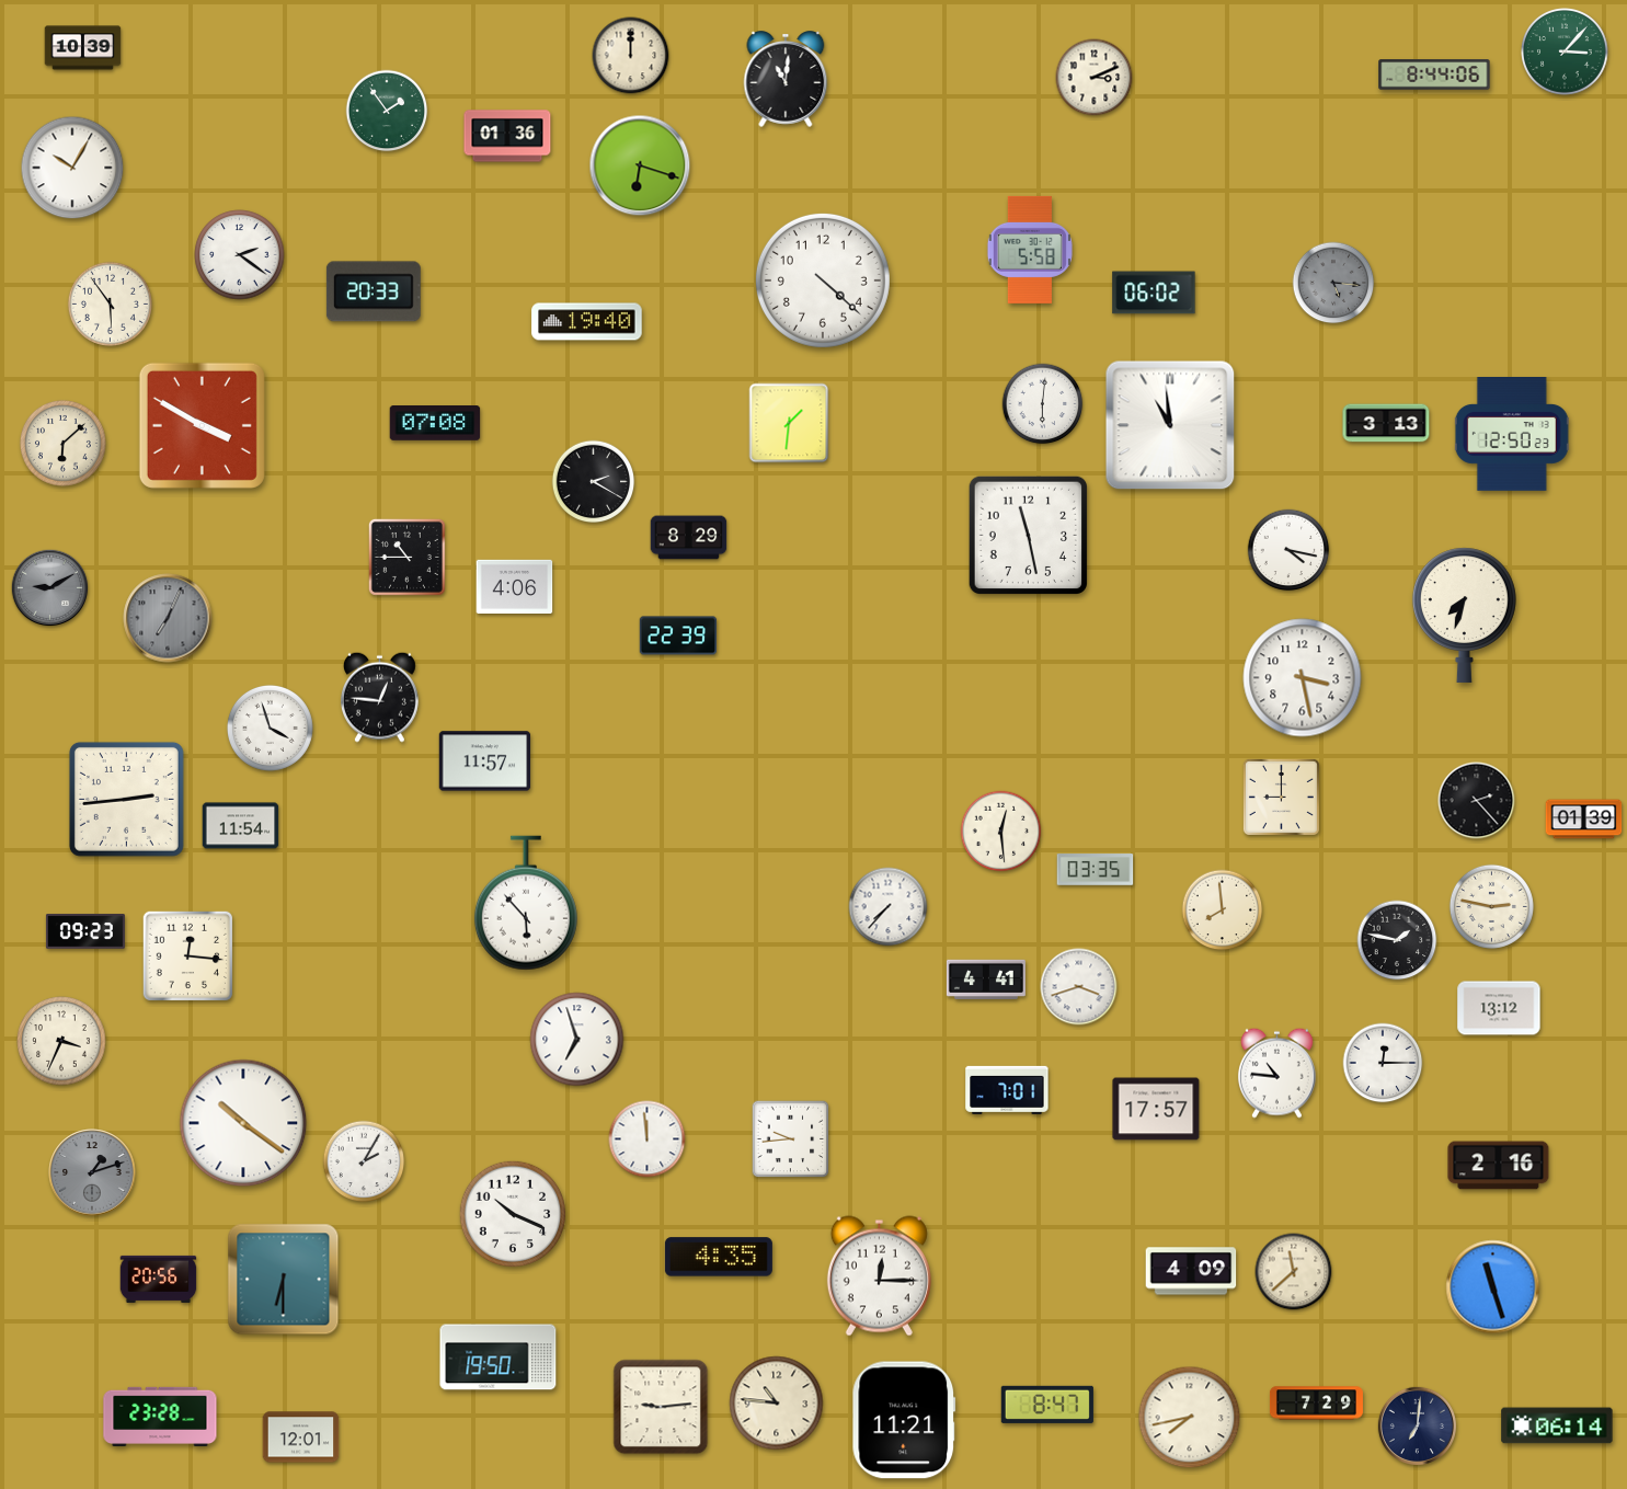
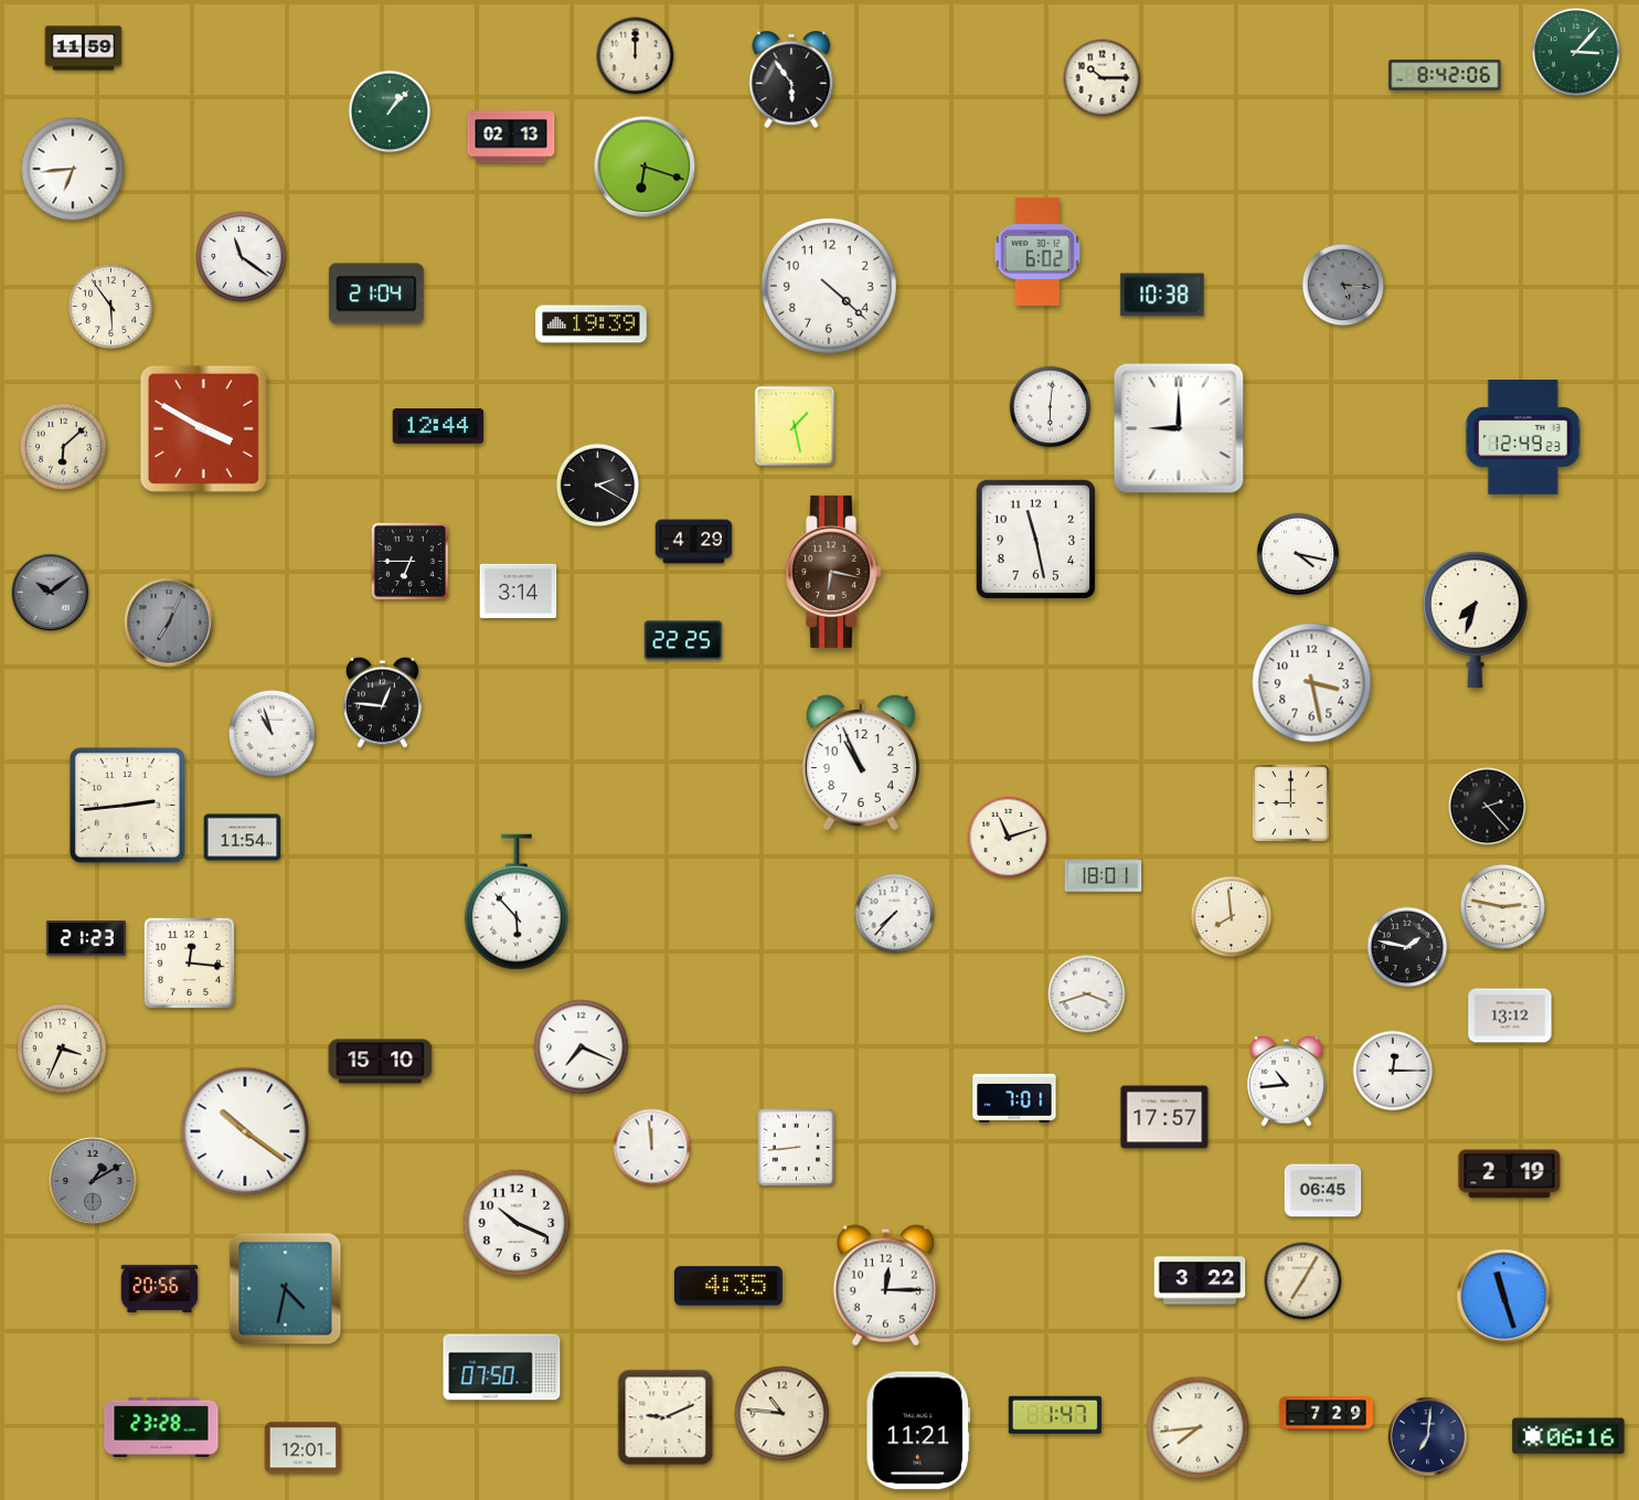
clock at (83, 48): 10:39 -> 11:59
clock at (1434, 75): 8:44 -> 8:42
clock at (1095, 78): 3:11 -> 10:15
clock at (786, 79): 11:01 -> 5:54
clock at (387, 111): 1:54 -> 1:07
clock at (507, 136): 01:36 -> 02:13
clock at (72, 168): 10:05 -> 6:44
clock at (1030, 250): 5:58 -> 6:02
clock at (240, 255): 2:21 -> 11:21
clock at (823, 280) position: (823, 280) -> (829, 286)
clock at (374, 291): 20:33 -> 21:04
clock at (1154, 293): 06:02 -> 10:38
clock at (587, 322): 19:40 -> 19:39
clock at (789, 423): 1:31 -> 1:28
clock at (1386, 423): 3:13 -> none
clock at (435, 424): 07:08 -> 12:44
clock at (1170, 425): 10:59 -> 9:00
clock at (1512, 435): 12:50 -> 12:49
clock at (689, 538): 8:29 -> 4:29
clock at (406, 557): 10:45 -> 6:45
clock at (834, 572): none -> 6:17
clock at (515, 586): 4:06 -> 3:14
clock at (50, 588): 9:10 -> 10:09
clock at (678, 635): 22:39 -> 22:25
clock at (270, 728): 3:57 -> 10:57
clock at (861, 763): none -> 10:56
clock at (485, 761): 11:57 -> none
clock at (1584, 820): 01:39 -> none
clock at (241, 826) position: (241, 826) -> (243, 838)
clock at (1001, 832): 12:29 -> 11:12
clock at (1096, 870): 03:35 -> 18:01
clock at (526, 903) position: (526, 903) -> (517, 902)
clock at (1491, 906) position: (1491, 906) -> (1502, 906)
clock at (85, 931): 09:23 -> 21:23
clock at (986, 978): 4:41 -> none
clock at (577, 1040): 6:57 -> 7:19
clock at (381, 1062): none -> 15:10
clock at (1276, 1073): 10:46 -> 10:44
clock at (791, 1139): 9:44 -> 8:44
clock at (364, 1161): 2:05 -> none
clock at (1499, 1166): 2:16 -> 2:19
clock at (92, 1172): 1:12 -> 1:10
clock at (1323, 1191): none -> 06:45
clock at (719, 1257) position: (719, 1257) -> (728, 1286)
clock at (1191, 1271): 4:09 -> 3:22
clock at (1294, 1272): 11:38 -> 7:05
clock at (284, 1280): 6:30 -> 4:32
clock at (499, 1358): 19:50 -> 07:50
clock at (1047, 1405): 8:47 -> 1:47
clock at (661, 1407): 9:14 -> 9:11
clock at (1190, 1418): 7:43 -> 7:44
clock at (904, 1420) position: (904, 1420) -> (918, 1430)
clock at (1557, 1425): 06:14 -> 06:16
